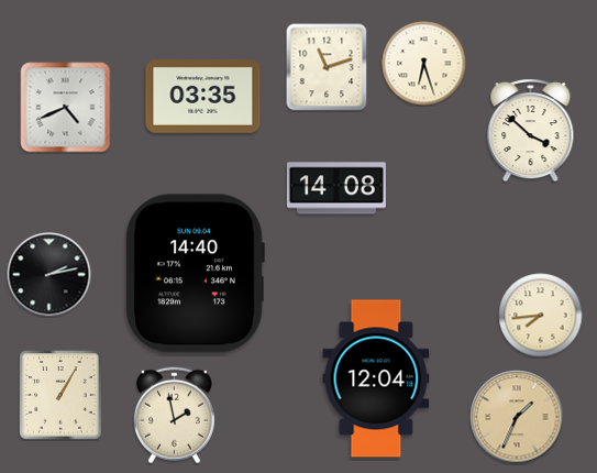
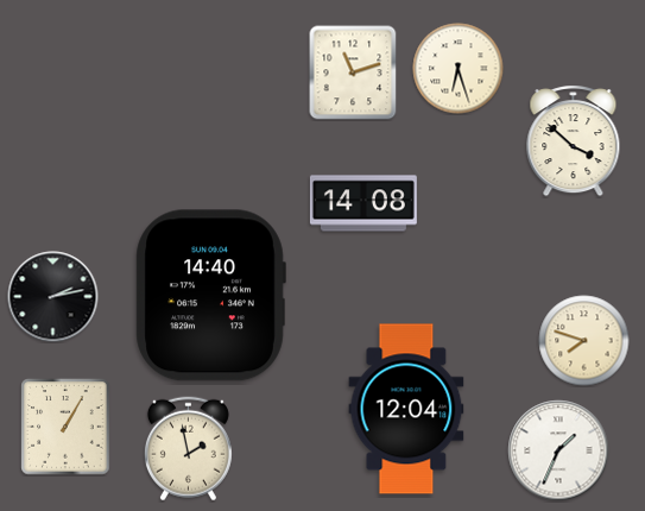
clock at (203, 97): 03:35 -> none
clock at (66, 108): 4:41 -> none
clock at (541, 316): 7:44 -> 7:48
clock at (517, 417) dial: champagne -> white
